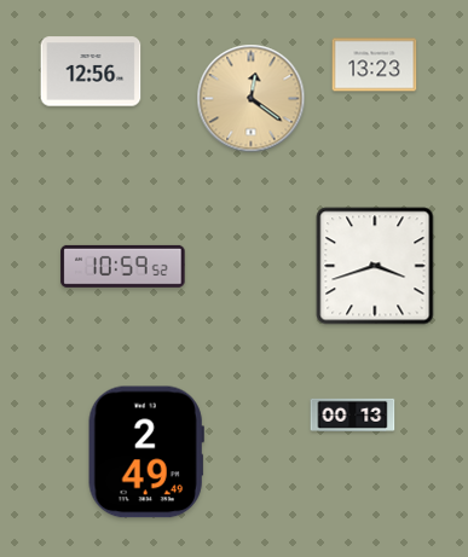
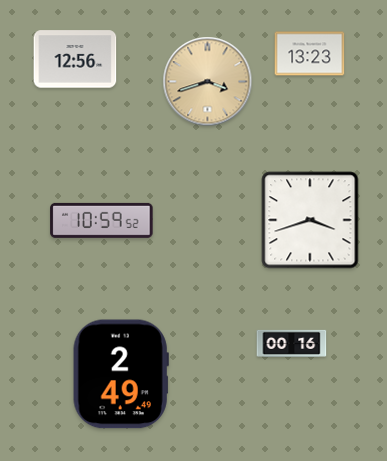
clock at (252, 99): 12:21 -> 3:42
clock at (353, 414): 00:13 -> 00:16
